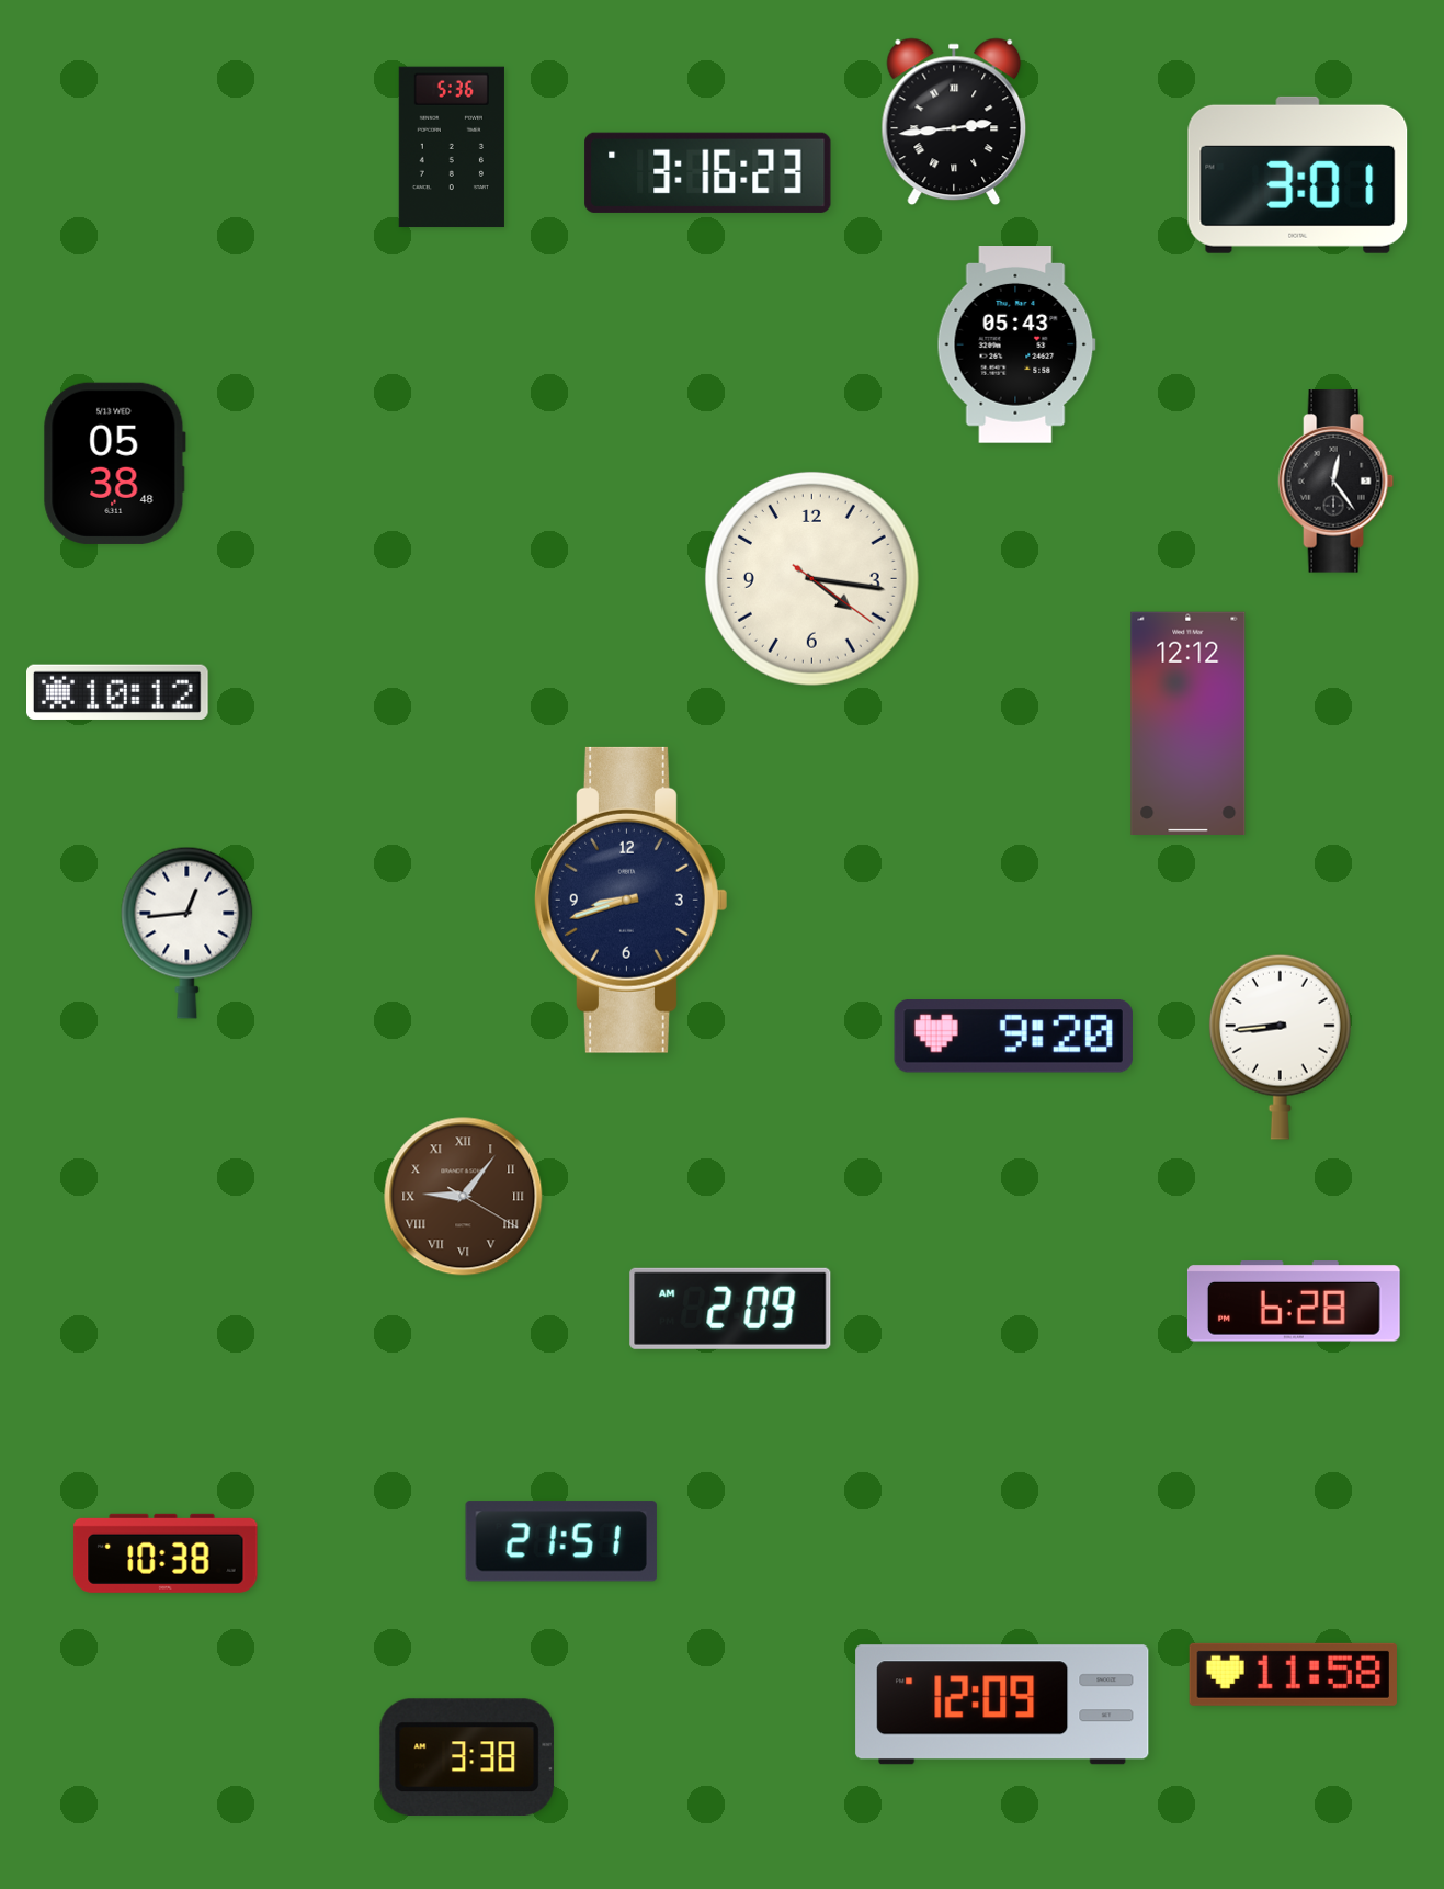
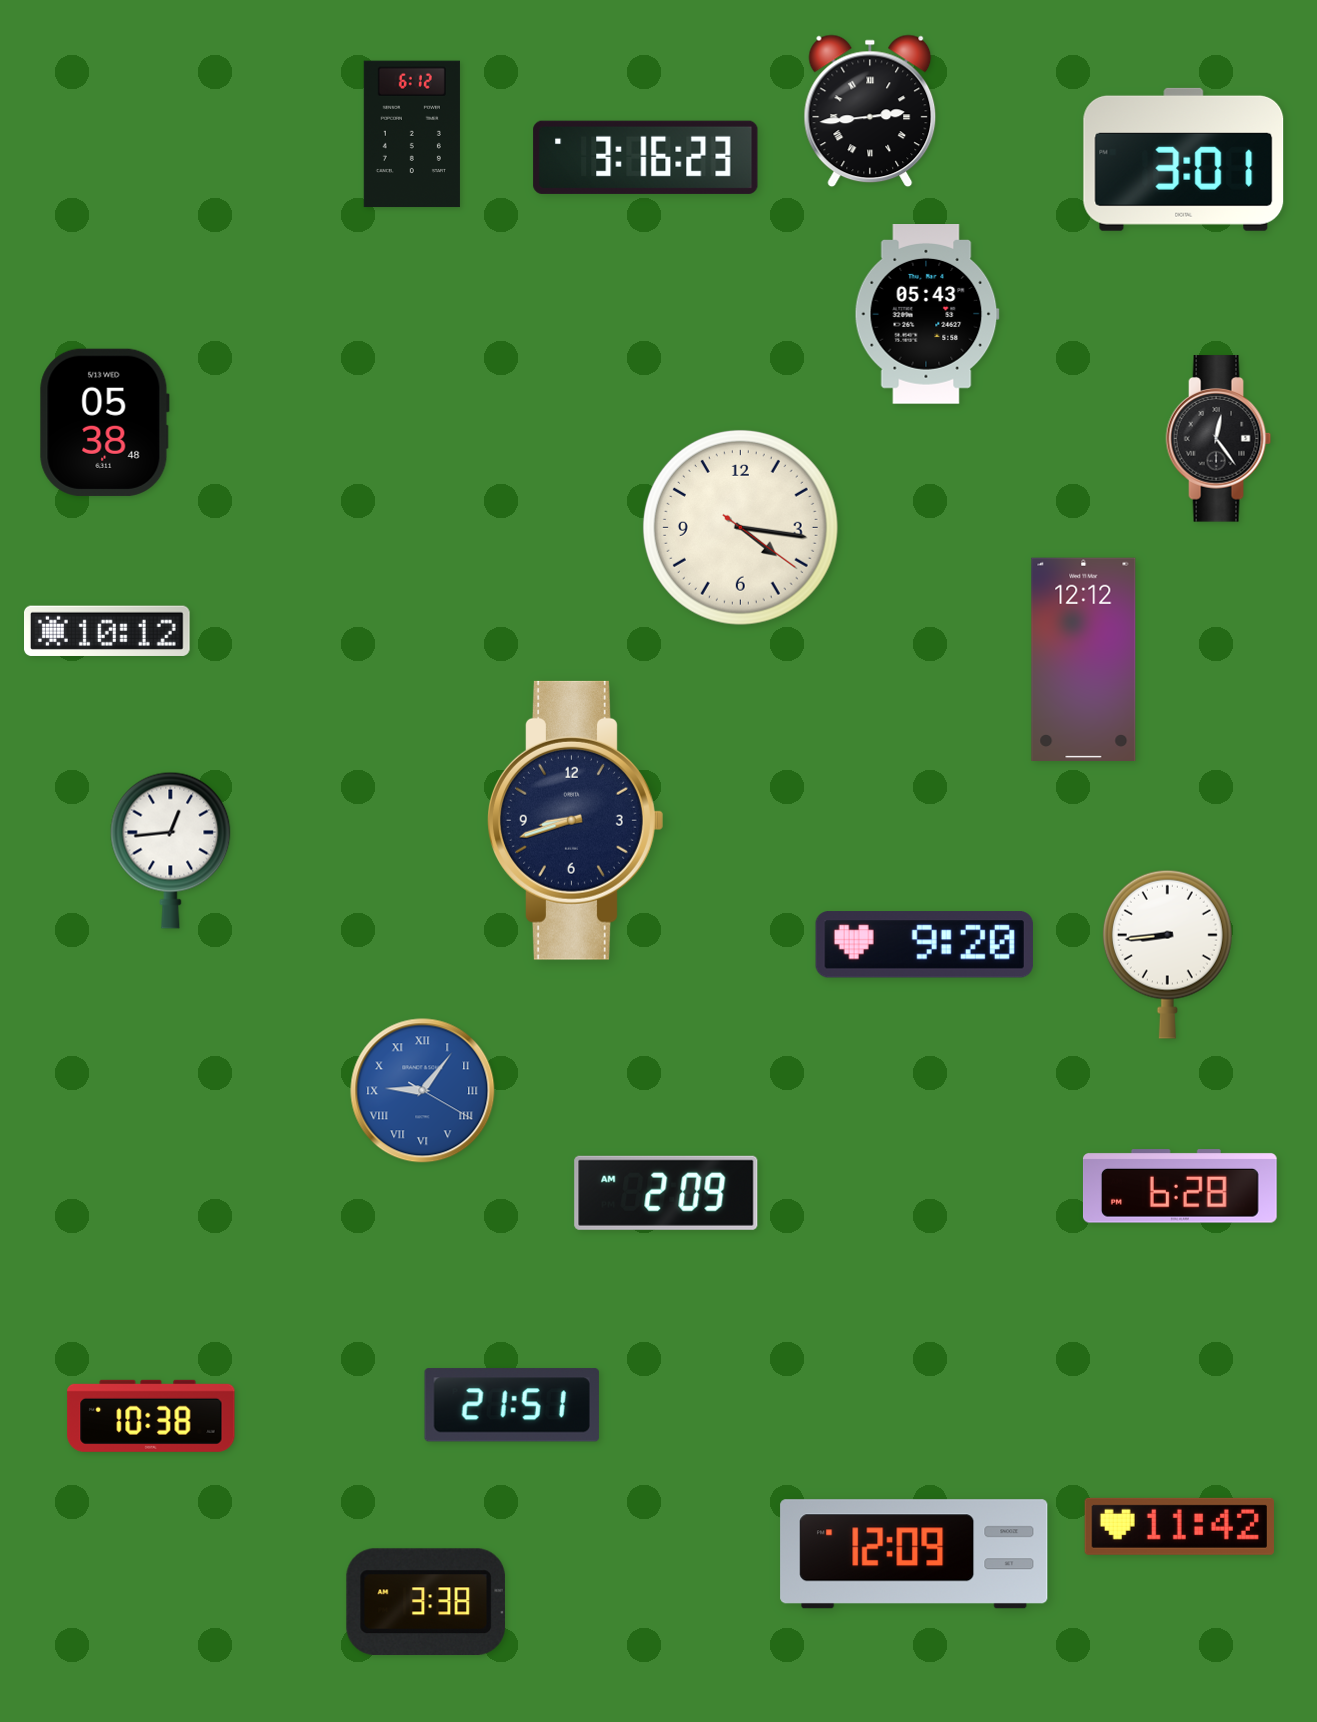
clock at (452, 147): 5:36 -> 6:12
clock at (464, 1197) dial: brown -> blue
clock at (1293, 1674): 11:58 -> 11:42
